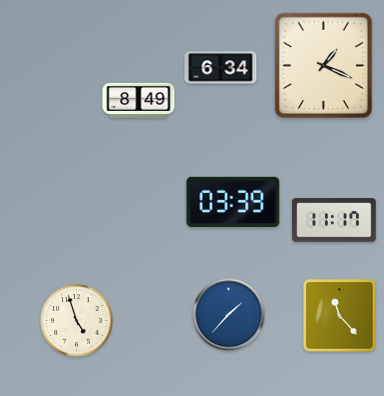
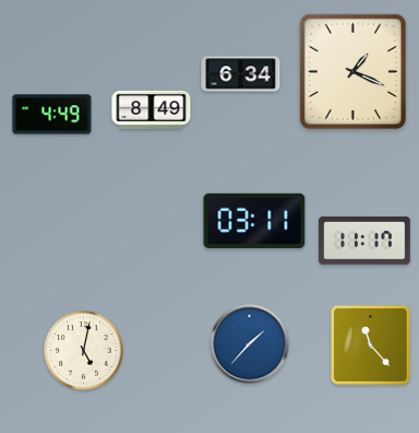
clock at (52, 115): none -> 4:49
clock at (233, 202): 03:39 -> 03:11
clock at (77, 321): 4:57 -> 5:02
